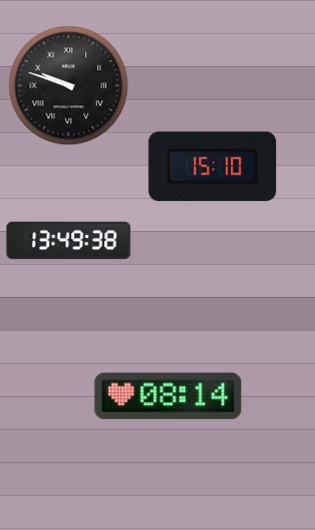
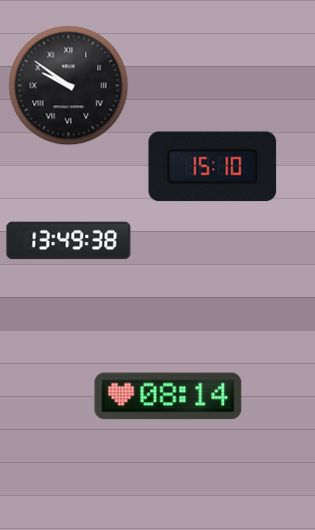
clock at (69, 86): 9:48 -> 9:51
